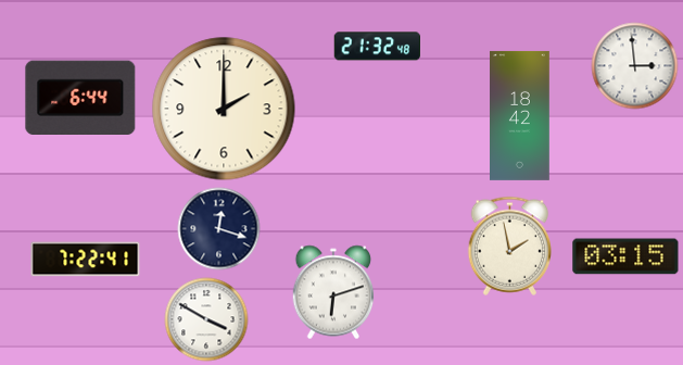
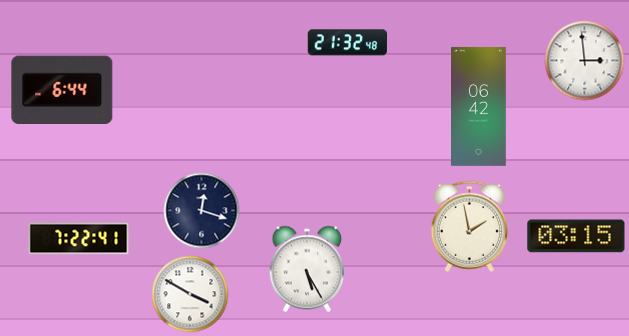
clock at (80, 97) position: (80, 97) -> (62, 89)
clock at (224, 109): 2:00 -> none
clock at (520, 115): 18:42 -> 06:42
clock at (333, 292): 6:12 -> 5:25
